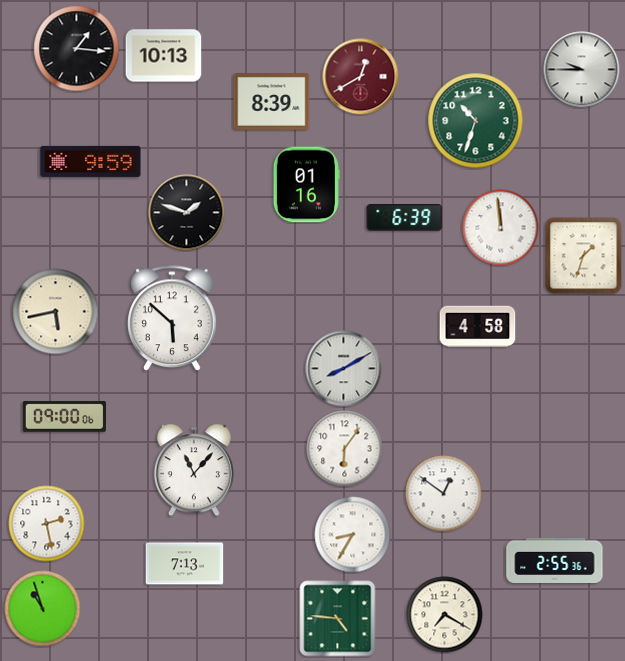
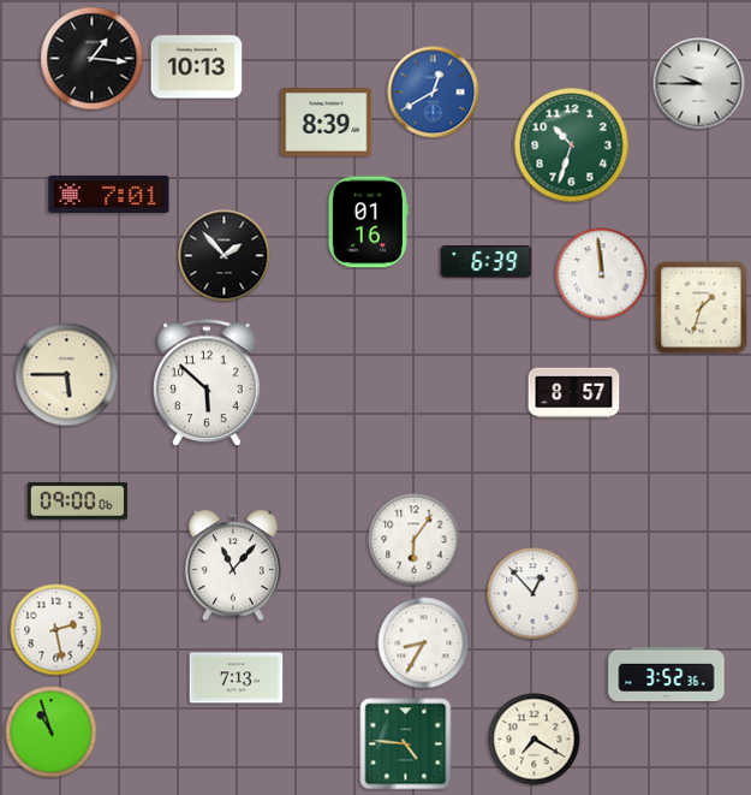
clock at (361, 77) dial: burgundy -> blue
clock at (91, 161): 9:59 -> 7:01
clock at (187, 213): 1:48 -> 1:53
clock at (56, 312): 5:43 -> 5:45
clock at (478, 327): 4:58 -> 8:57
clock at (344, 369): 8:10 -> none
clock at (444, 494): 12:51 -> 12:53
clock at (555, 560): 2:55 -> 3:52
clock at (185, 564) position: (185, 564) -> (237, 678)
